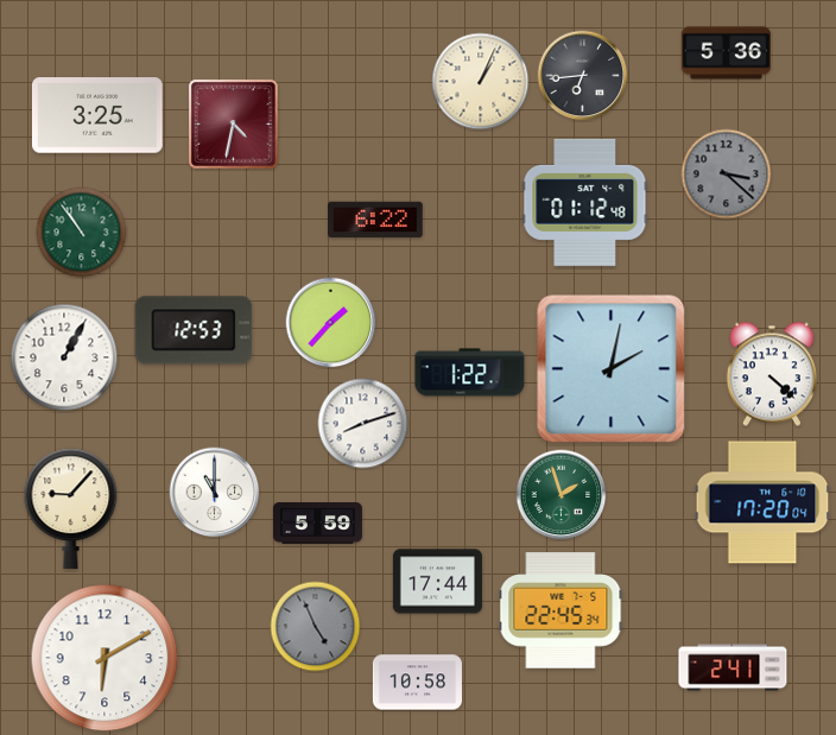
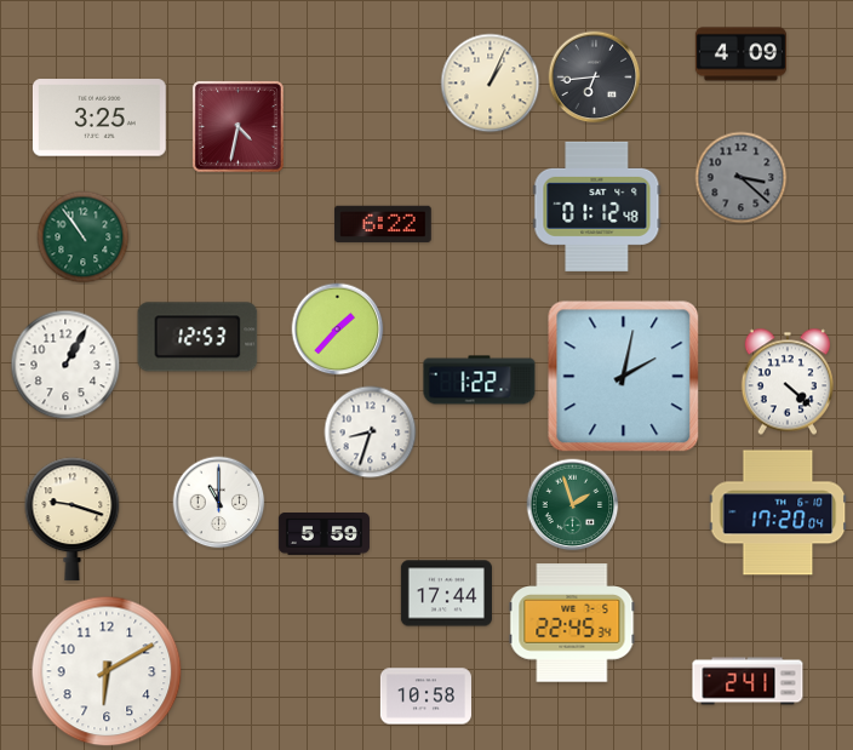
clock at (726, 53): 5:36 -> 4:09
clock at (363, 424): 8:12 -> 8:33
clock at (71, 509): 9:07 -> 9:18
clock at (316, 627): 4:56 -> none
